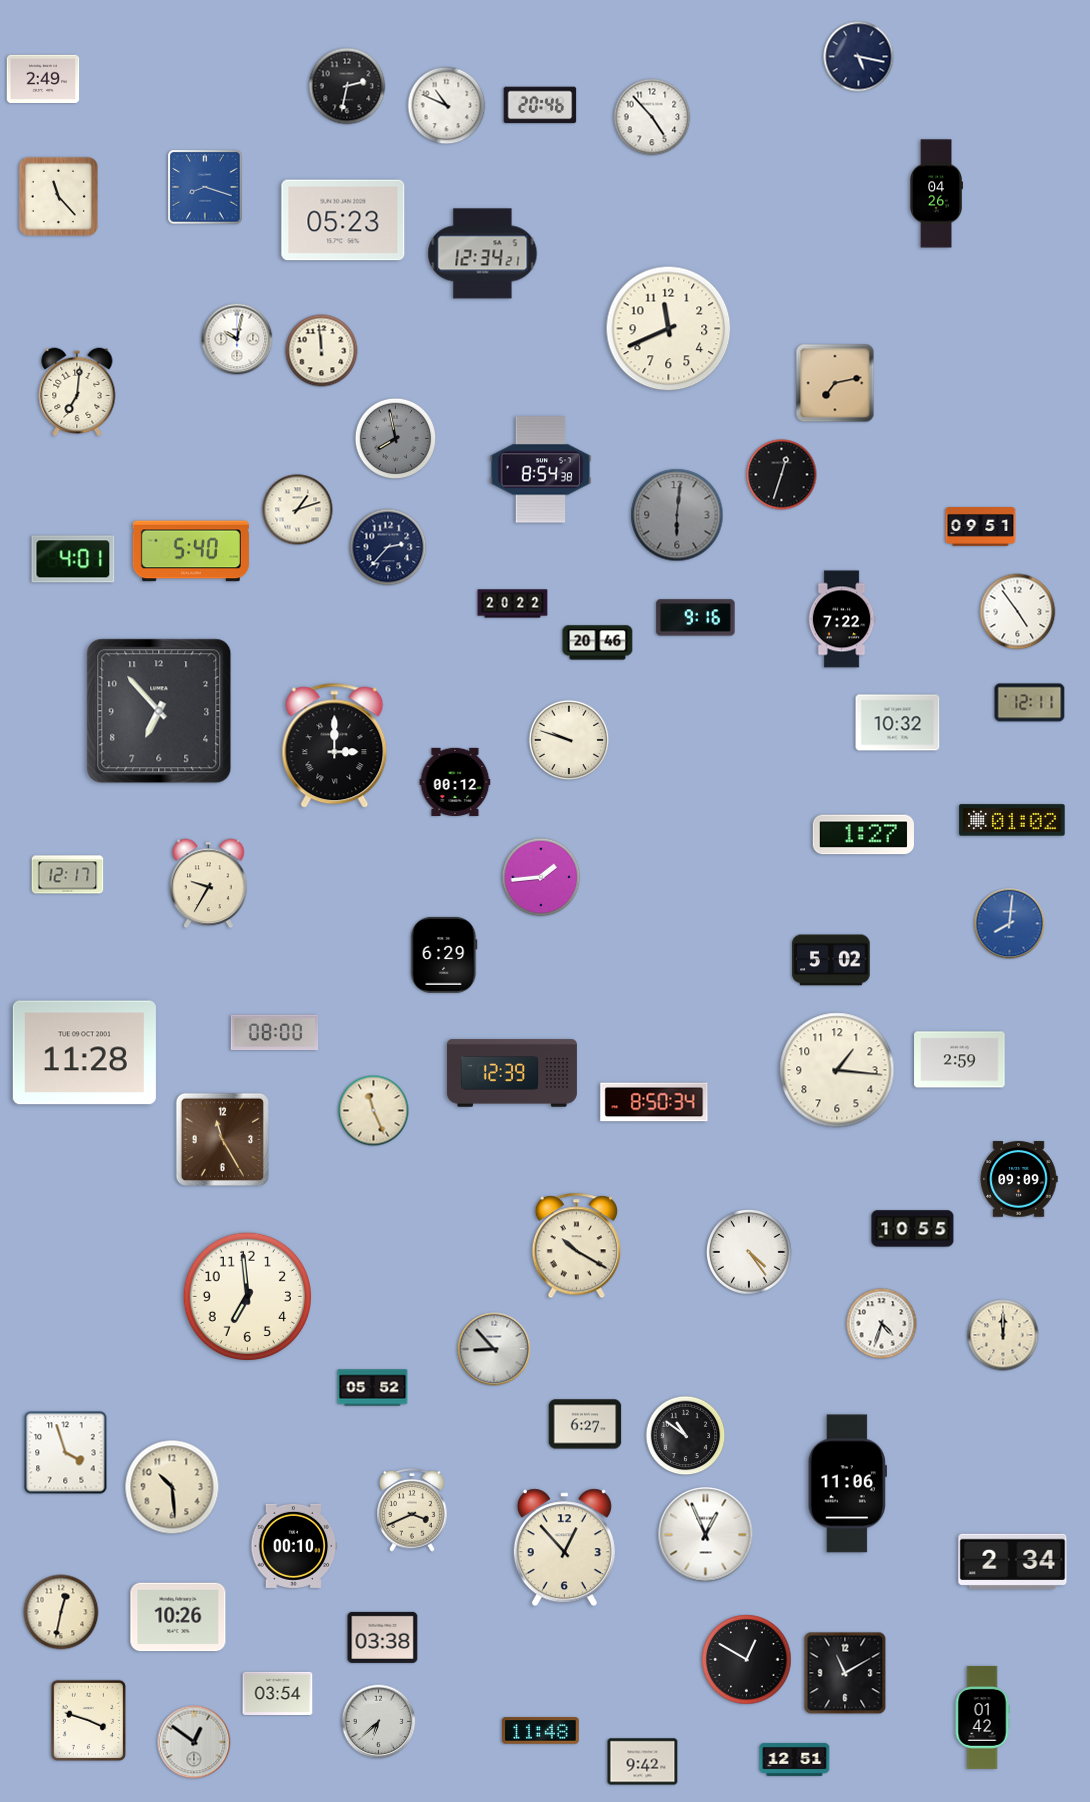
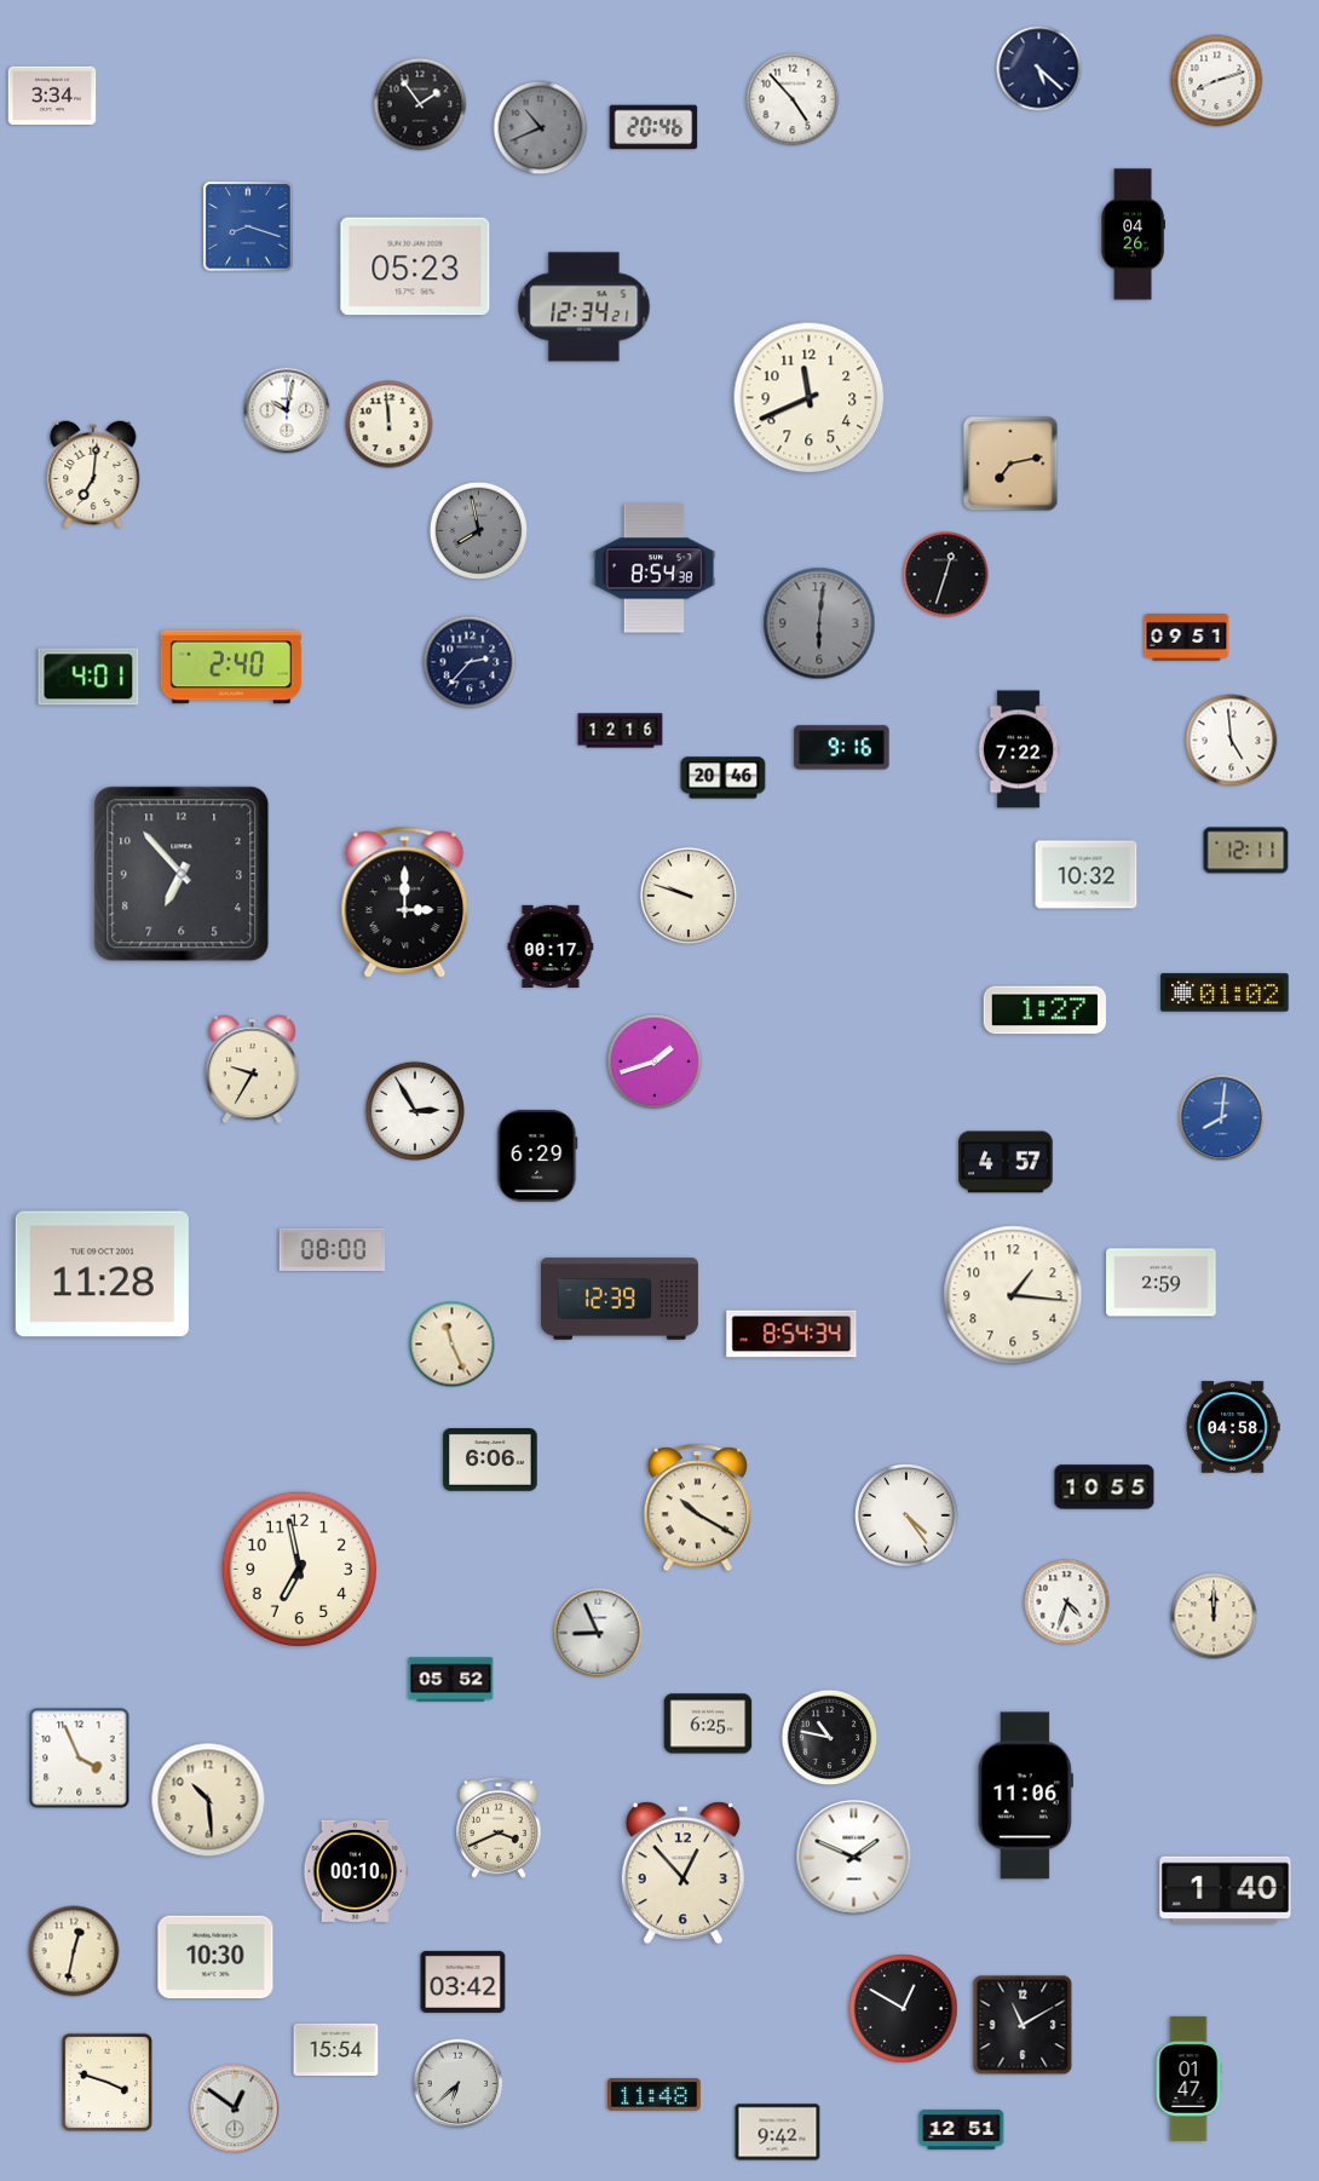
clock at (859, 57): 5:17 -> 5:22
clock at (1217, 81): none -> 8:12
clock at (43, 79): 2:49 -> 3:34
clock at (347, 86): 2:32 -> 1:54
clock at (447, 106): 10:49 -> 10:41
clock at (447, 106) dial: white -> grey
clock at (652, 117) position: (652, 117) -> (793, 99)
clock at (58, 196): 11:23 -> none
clock at (298, 510): 1:12 -> none
clock at (191, 551): 5:40 -> 2:40
clock at (513, 604): 20:22 -> 12:16
clock at (1018, 612): 4:54 -> 4:59
clock at (159, 711) position: (159, 711) -> (182, 874)
clock at (455, 782): 00:12 -> 00:17
clock at (68, 875): 12:17 -> none
clock at (541, 877): 1:44 -> 1:42
clock at (414, 1110): none -> 2:55
clock at (831, 960): 5:02 -> 4:57
clock at (654, 1102): 8:50 -> 8:54
clock at (222, 1139): 11:25 -> none
clock at (1019, 1179): 09:09 -> 04:58
clock at (490, 1461): none -> 6:06
clock at (247, 1296): 6:59 -> 6:58
clock at (494, 1349): 8:53 -> 8:56
clock at (585, 1424): 6:27 -> 6:25
clock at (686, 1436): 10:51 -> 10:47
clock at (66, 1453): 3:57 -> 3:56
clock at (706, 1535): 12:56 -> 1:49
clock at (1013, 1561): 2:34 -> 1:40
clock at (178, 1617): 10:26 -> 10:30
clock at (383, 1637): 03:38 -> 03:42
clock at (278, 1693): 03:54 -> 15:54
clock at (982, 1717): 01:42 -> 01:47
